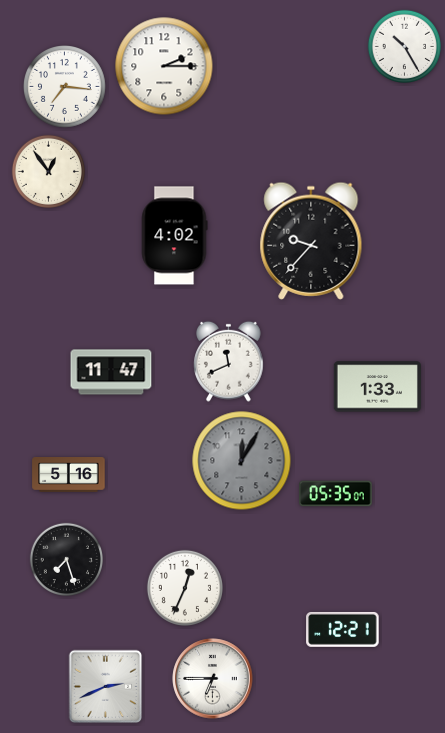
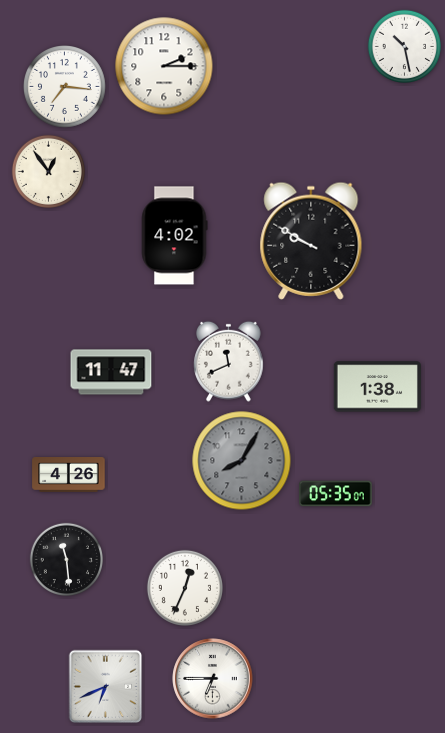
clock at (404, 46): 10:25 -> 10:28
clock at (311, 241): 9:37 -> 9:50
clock at (377, 387): 1:33 -> 1:38
clock at (242, 461): 12:05 -> 8:05
clock at (69, 475): 5:16 -> 4:26
clock at (66, 559): 7:27 -> 11:29
clock at (343, 629): 12:21 -> none
clock at (106, 687): 2:41 -> 6:41
